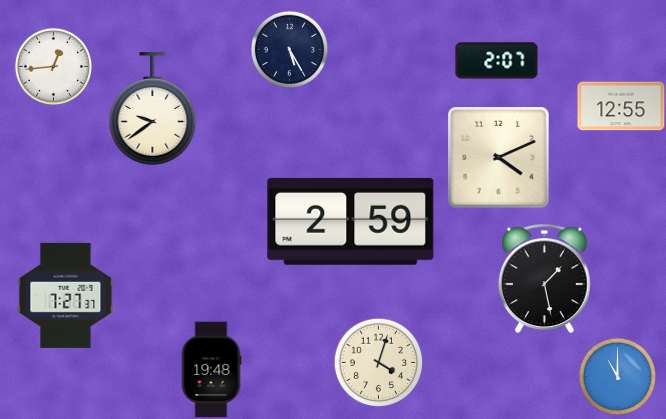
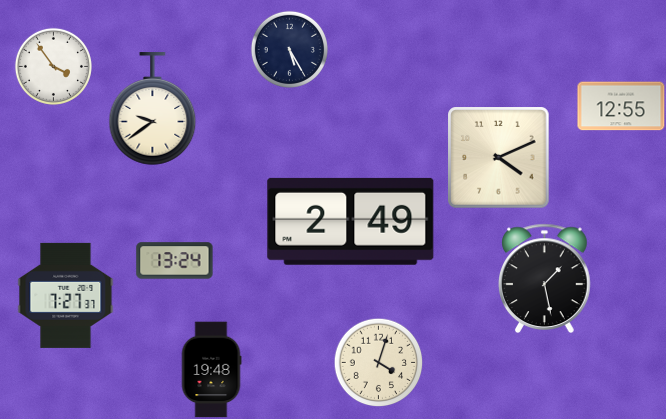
clock at (497, 61): 2:07 -> none
clock at (53, 66): 12:44 -> 3:54
clock at (351, 221): 2:59 -> 2:49
clock at (175, 261): none -> 13:24
clock at (617, 376): 11:00 -> none
